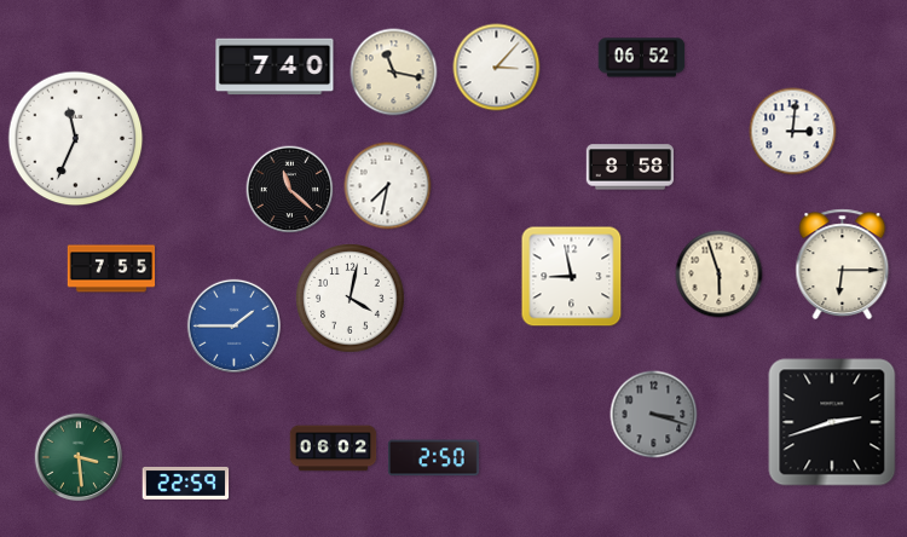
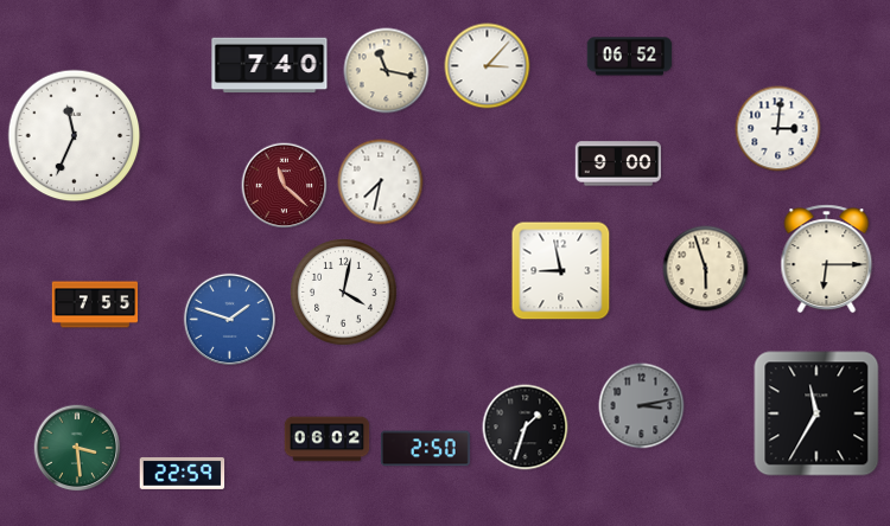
clock at (629, 167): 8:58 -> 9:00
clock at (290, 190) dial: black -> burgundy
clock at (111, 268) position: (111, 268) -> (95, 304)
clock at (233, 325): 1:45 -> 1:48
clock at (654, 415): 3:18 -> 3:13
clock at (832, 422): 2:42 -> 11:35
clock at (526, 428): none -> 1:33
